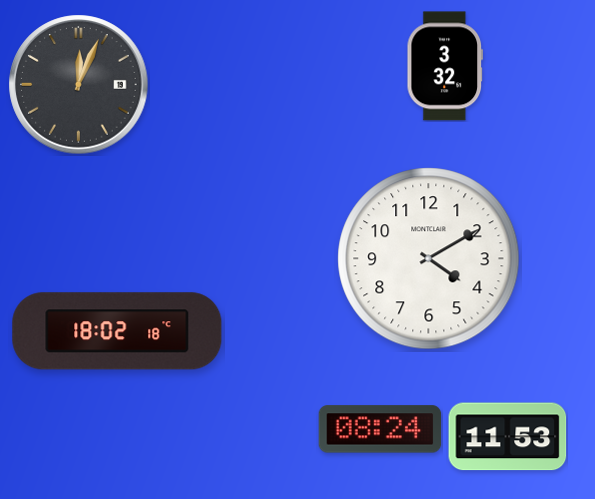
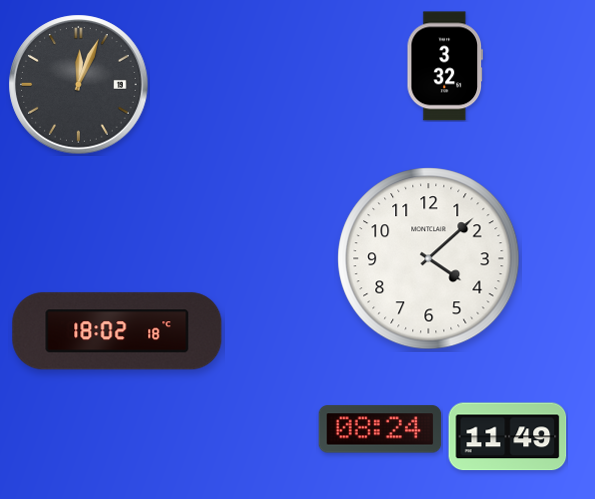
clock at (429, 259): 4:10 -> 4:08
clock at (508, 437): 11:53 -> 11:49
